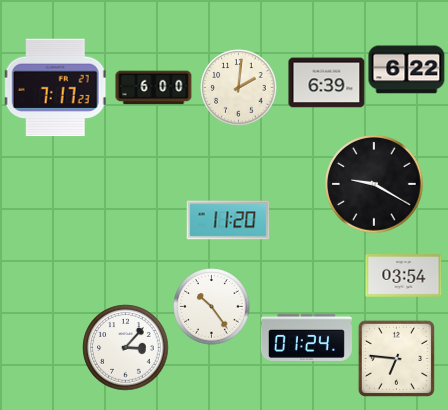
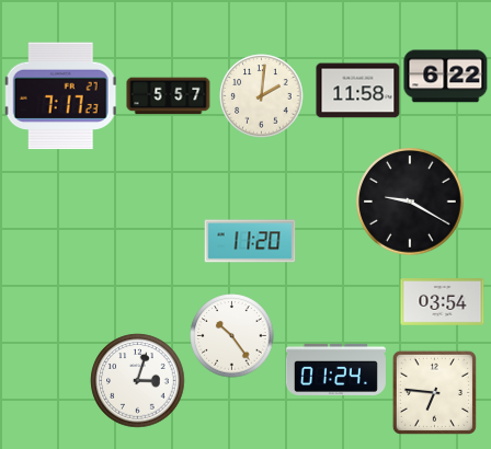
clock at (327, 83): 6:39 -> 11:58
clock at (154, 88): 6:00 -> 5:57
clock at (126, 348): 3:07 -> 3:03
